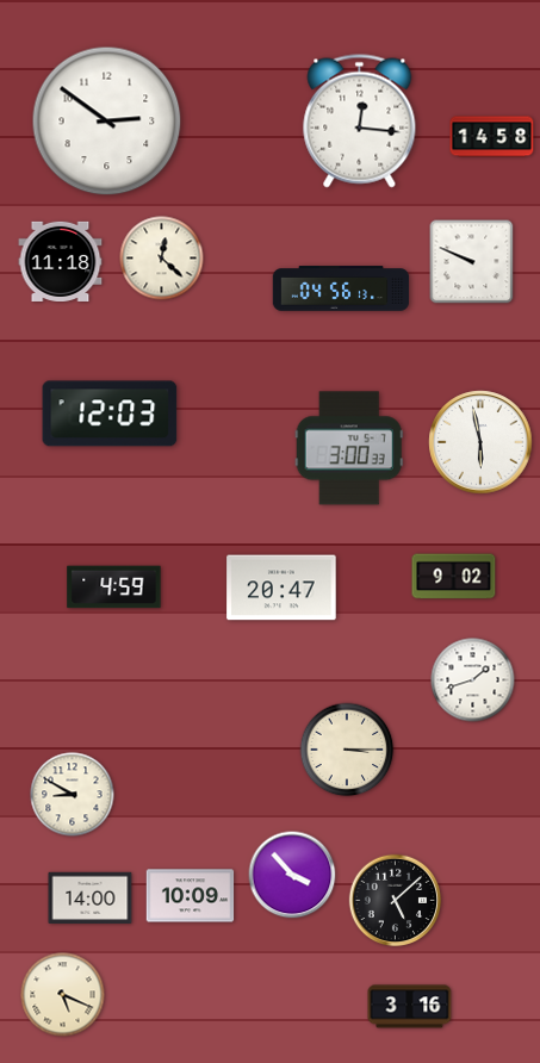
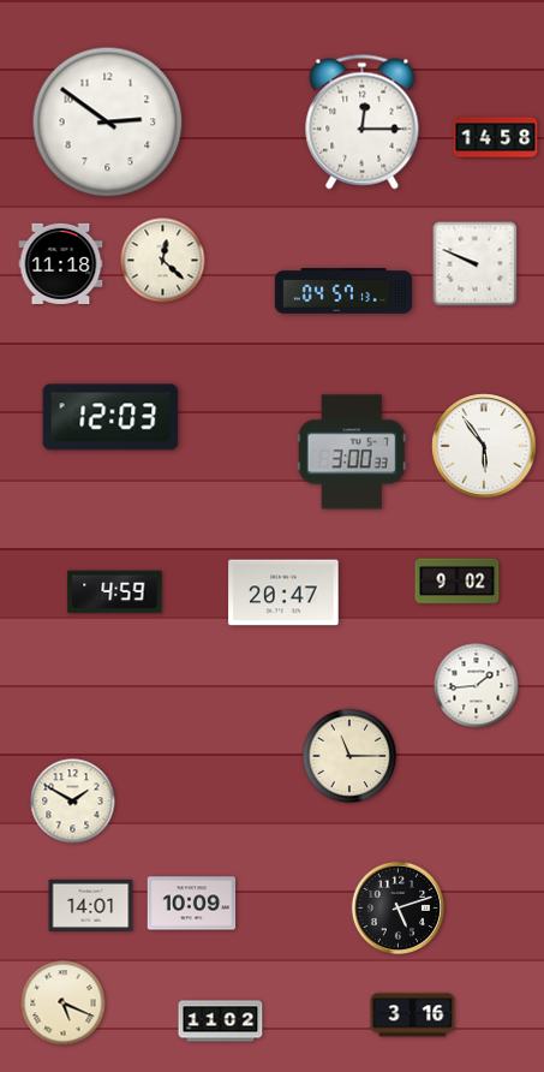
clock at (360, 122): 12:16 -> 12:15
clock at (341, 288): 04:56 -> 04:57
clock at (480, 442): 5:58 -> 5:54
clock at (473, 680): 1:42 -> 1:44
clock at (347, 750): 3:15 -> 11:15
clock at (73, 795): 8:50 -> 1:50
clock at (292, 875): 3:53 -> none
clock at (91, 897): 14:00 -> 14:01
clock at (396, 901): 5:08 -> 5:12
clock at (221, 1022): none -> 11:02
